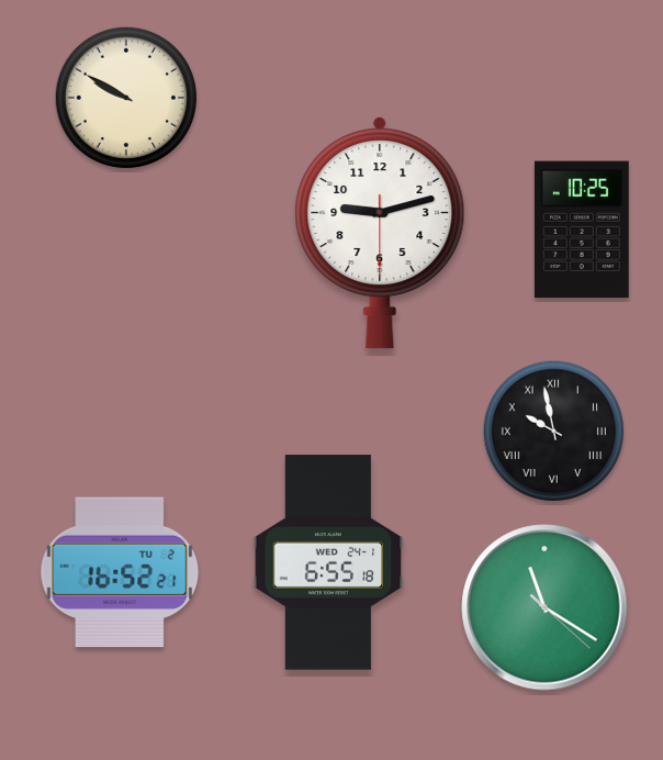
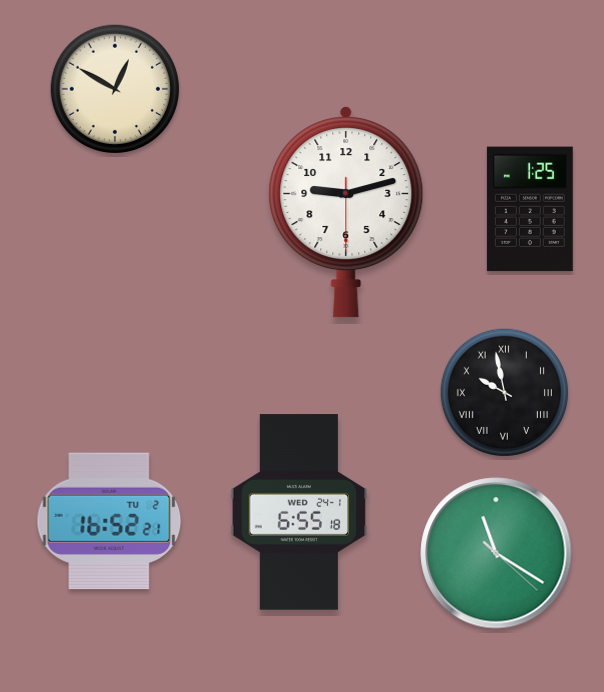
clock at (126, 98): 9:50 -> 12:50
clock at (582, 230): 10:25 -> 1:25
